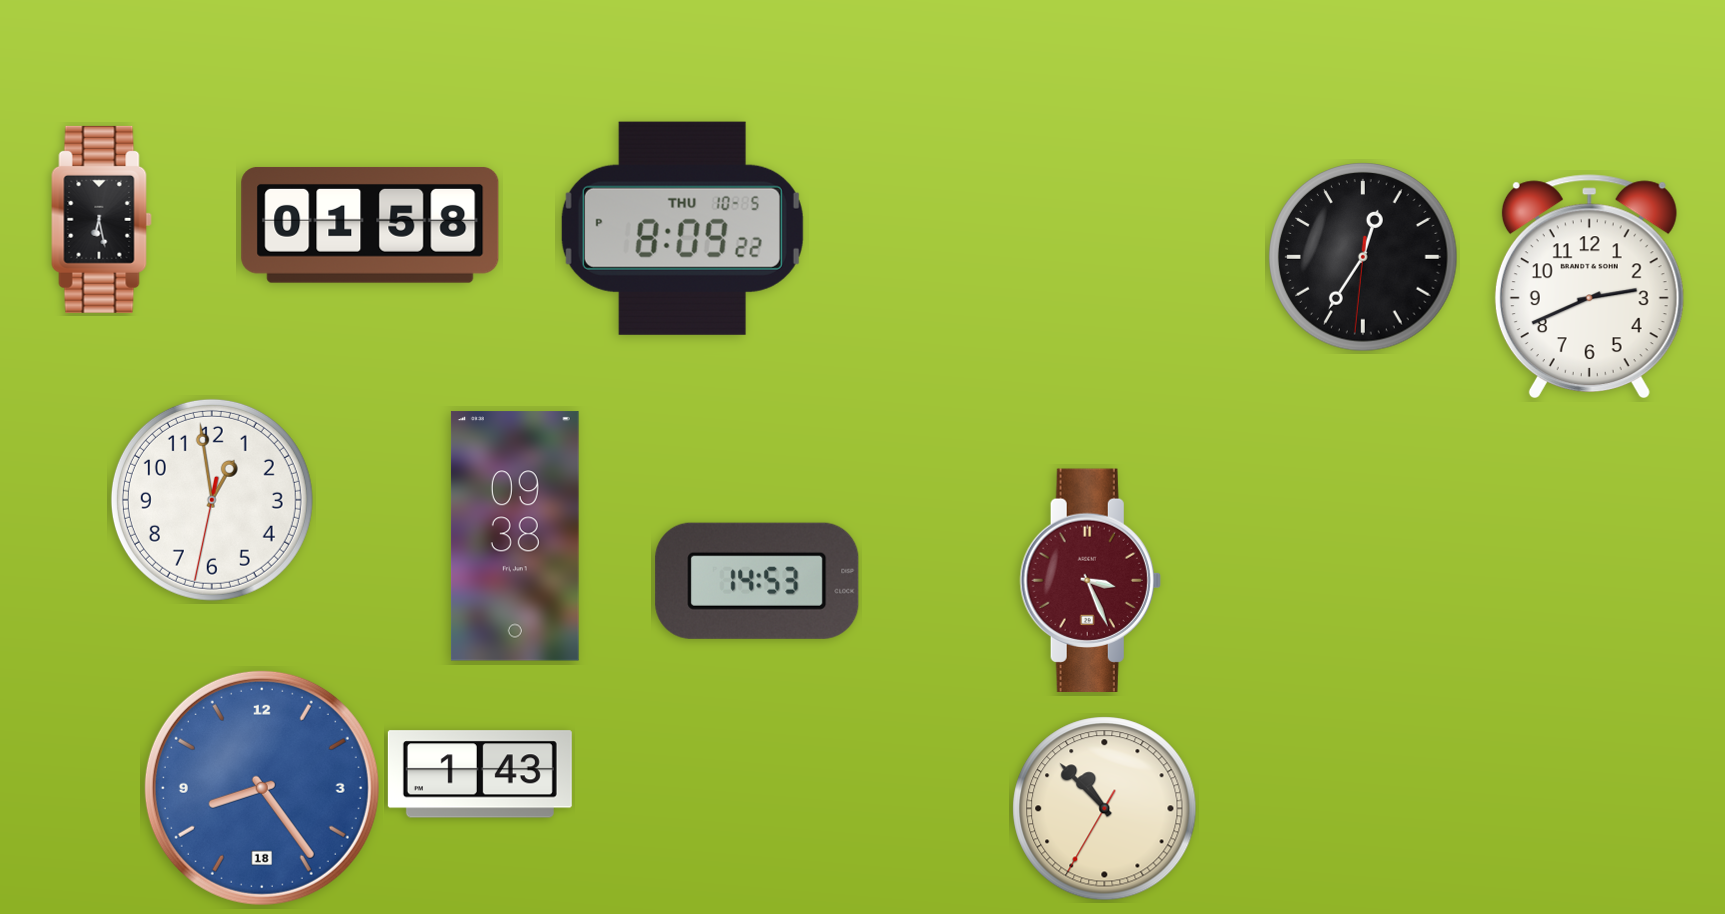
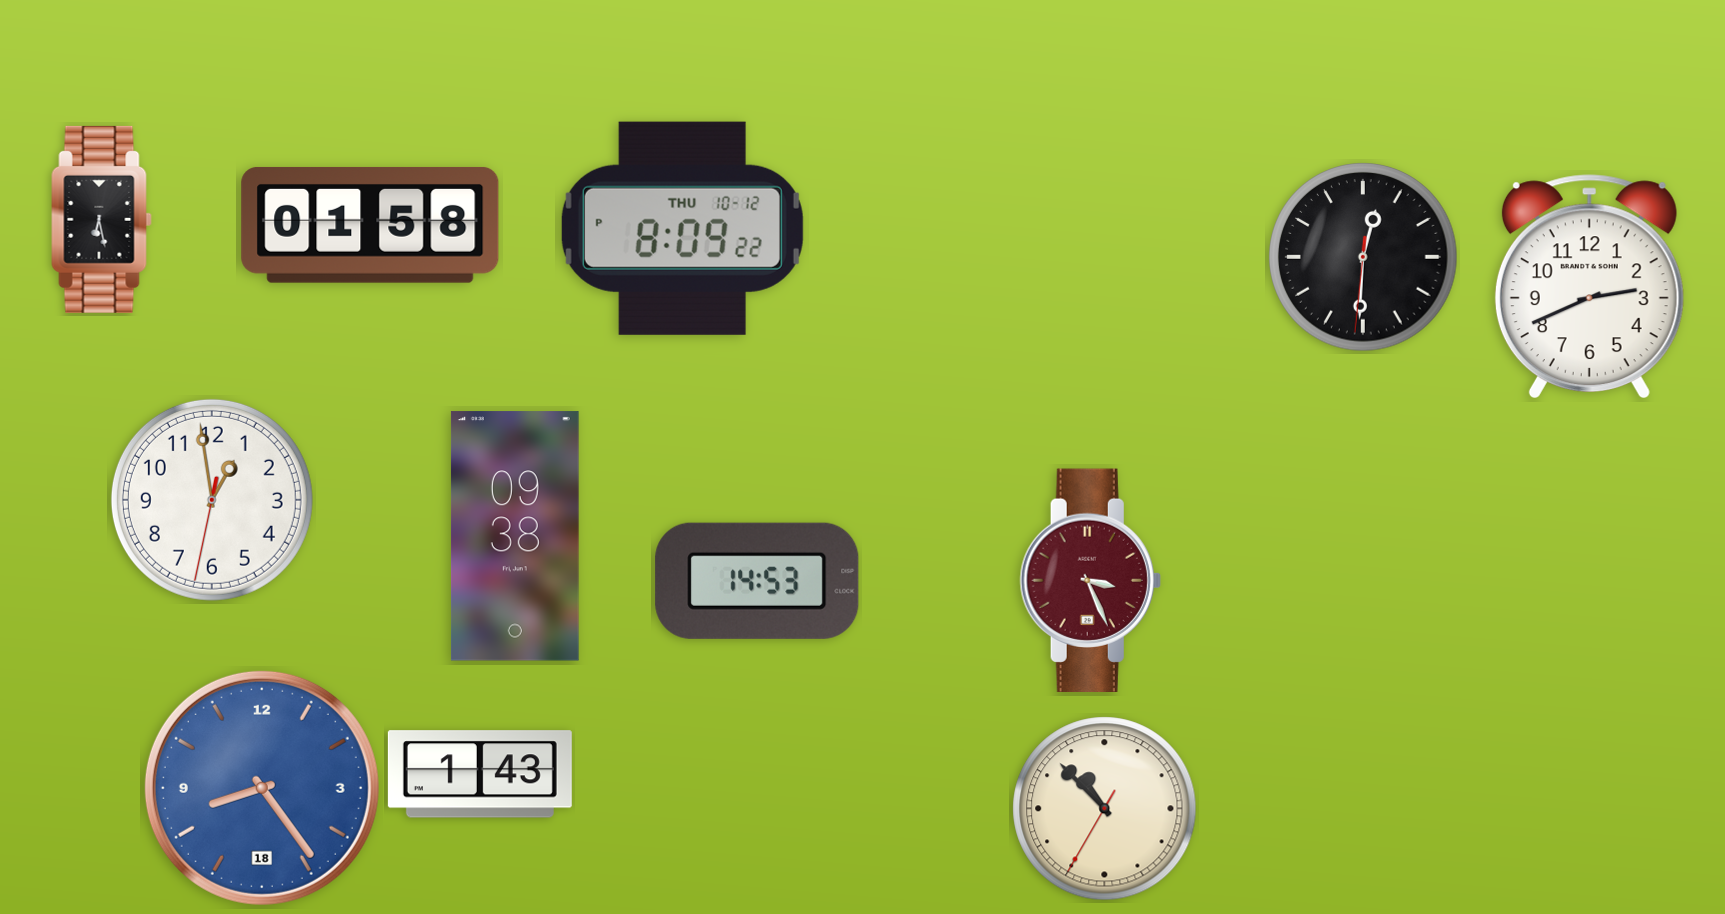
clock at (682, 228) date: THU 10-5 -> THU 10-12
clock at (1363, 257): 12:35 -> 12:30
